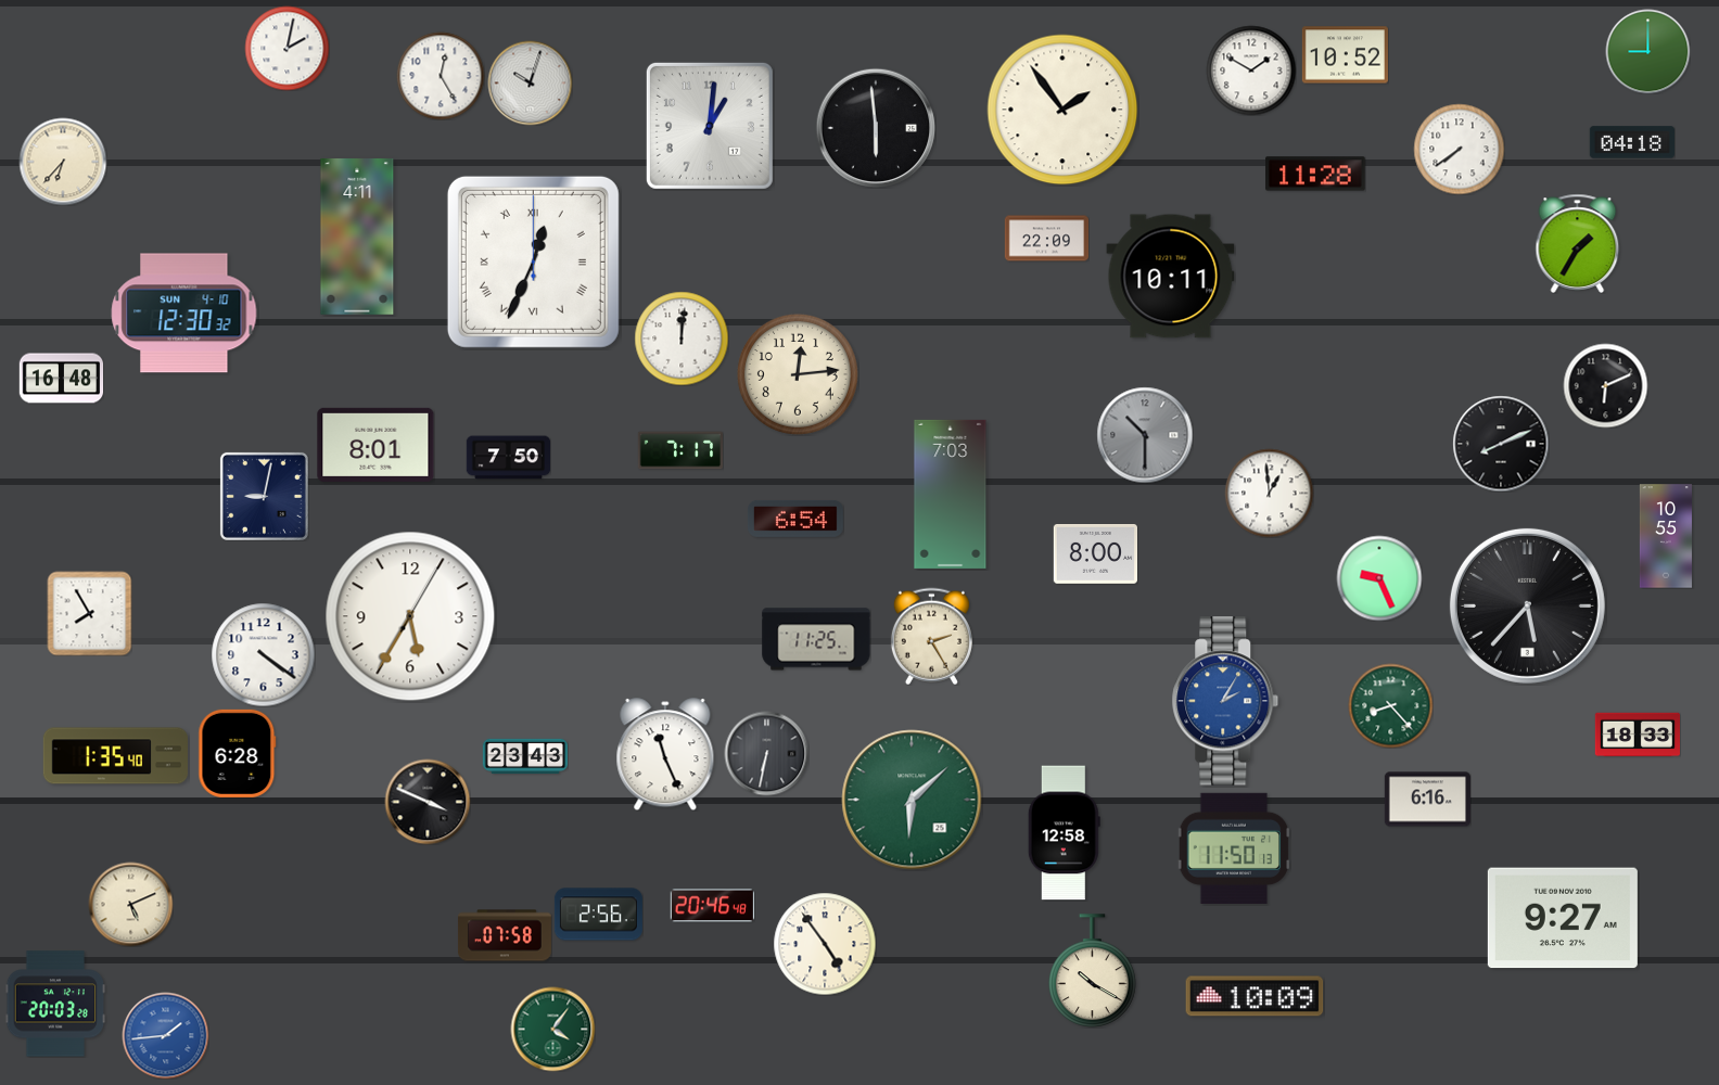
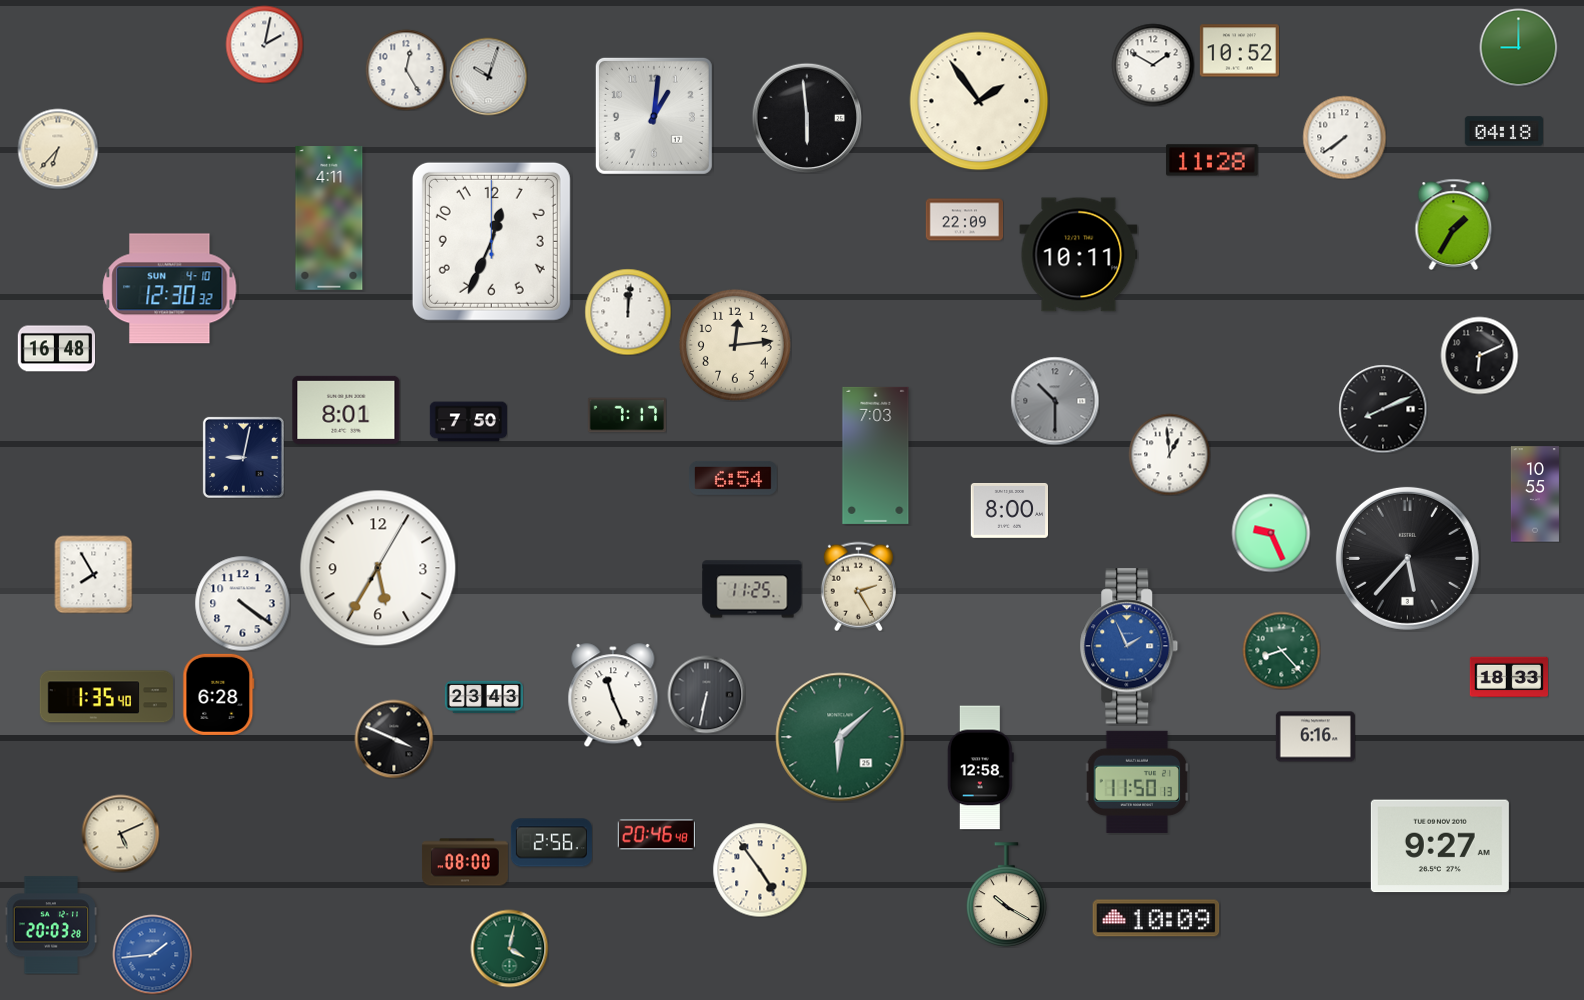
clock at (533, 261) numerals: Roman -> Arabic
clock at (89, 613) position: (89, 613) -> (93, 574)
clock at (1225, 701): 2:05 -> 1:56
clock at (505, 935): 07:58 -> 08:00
clock at (552, 1029): 4:06 -> 4:02
